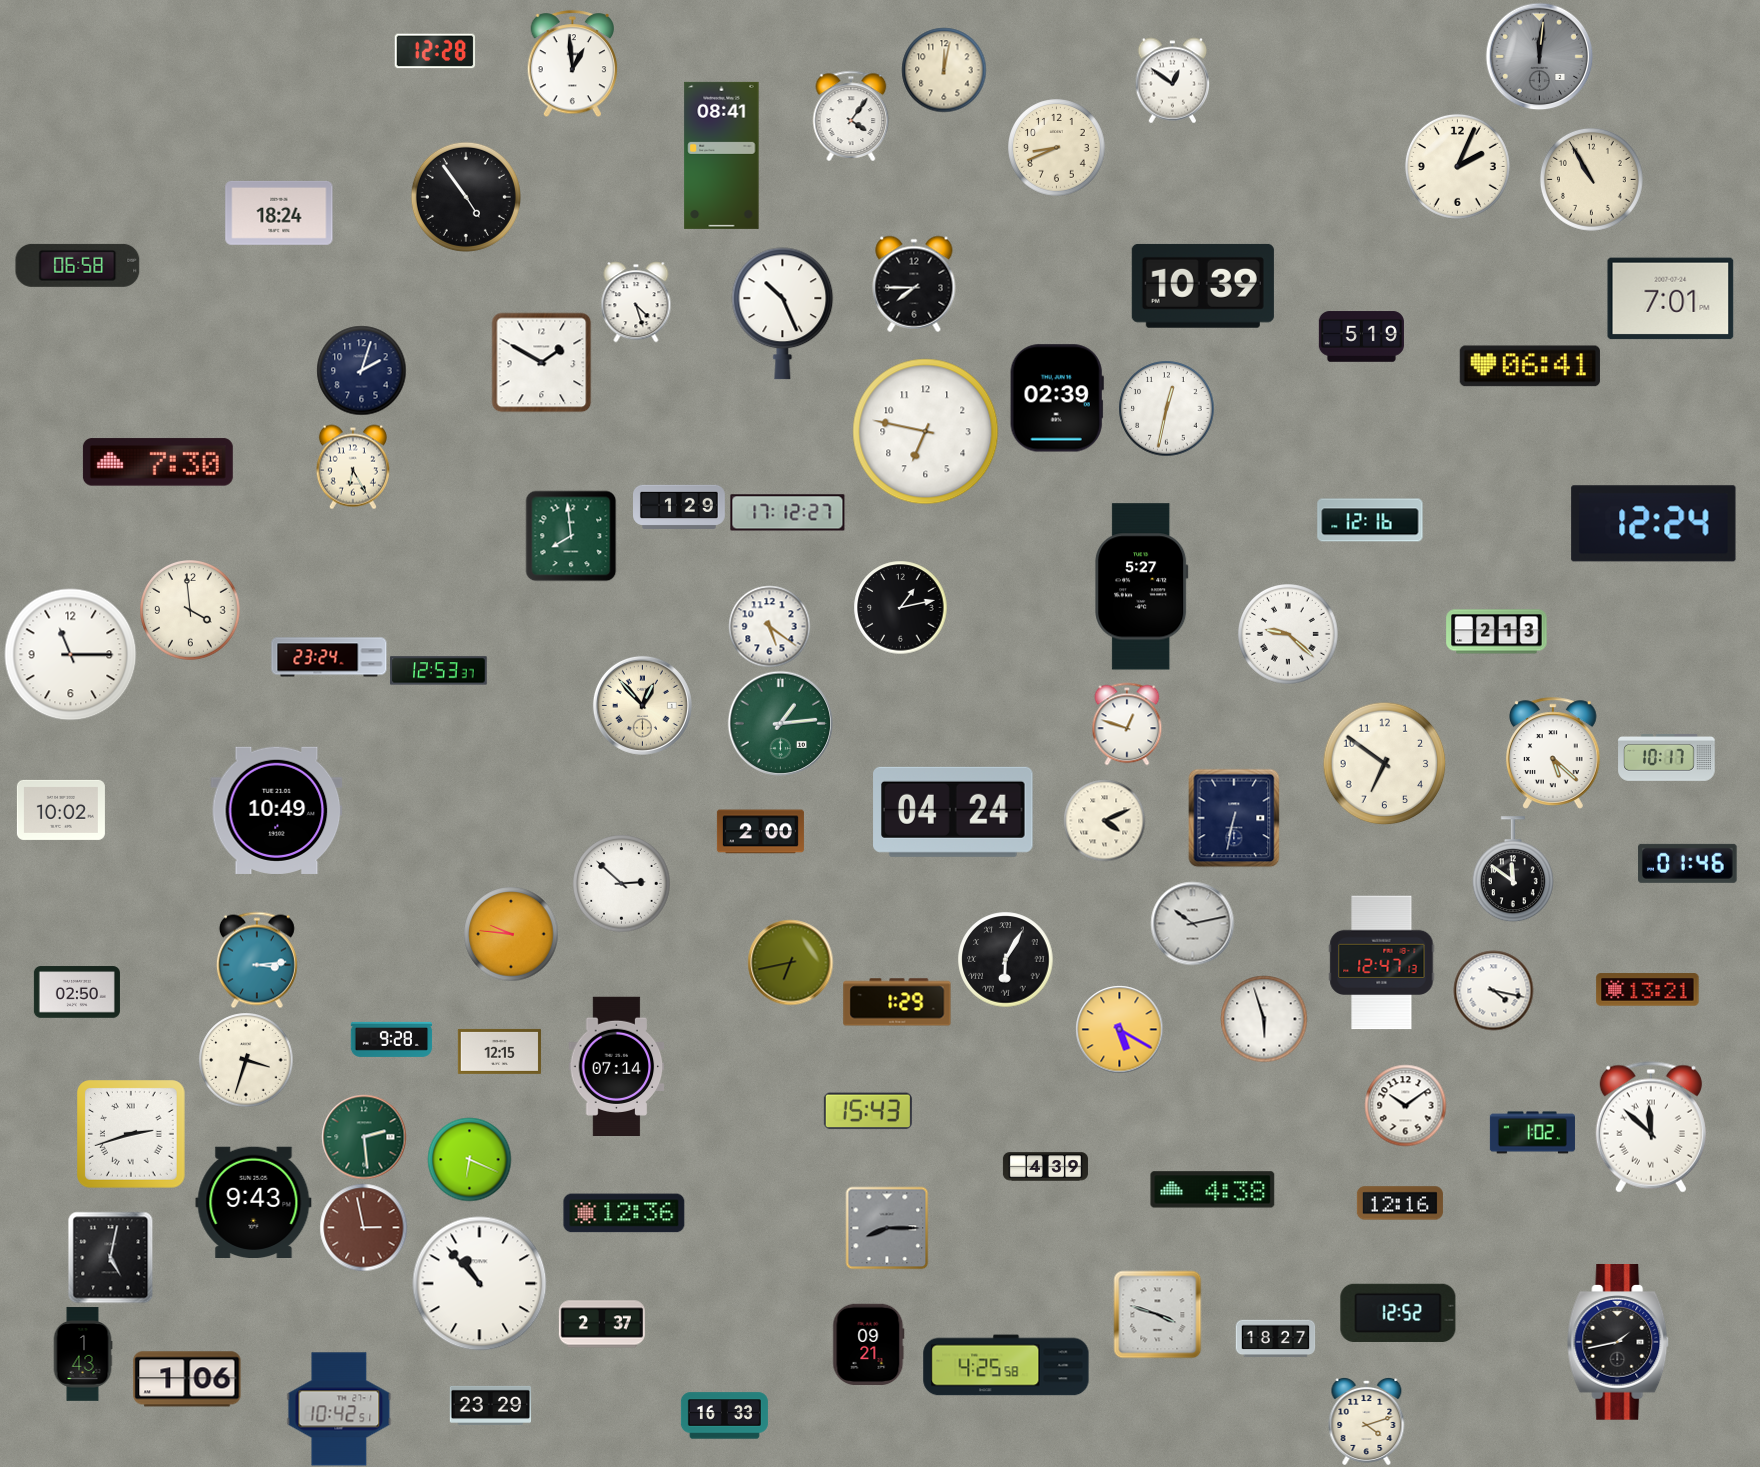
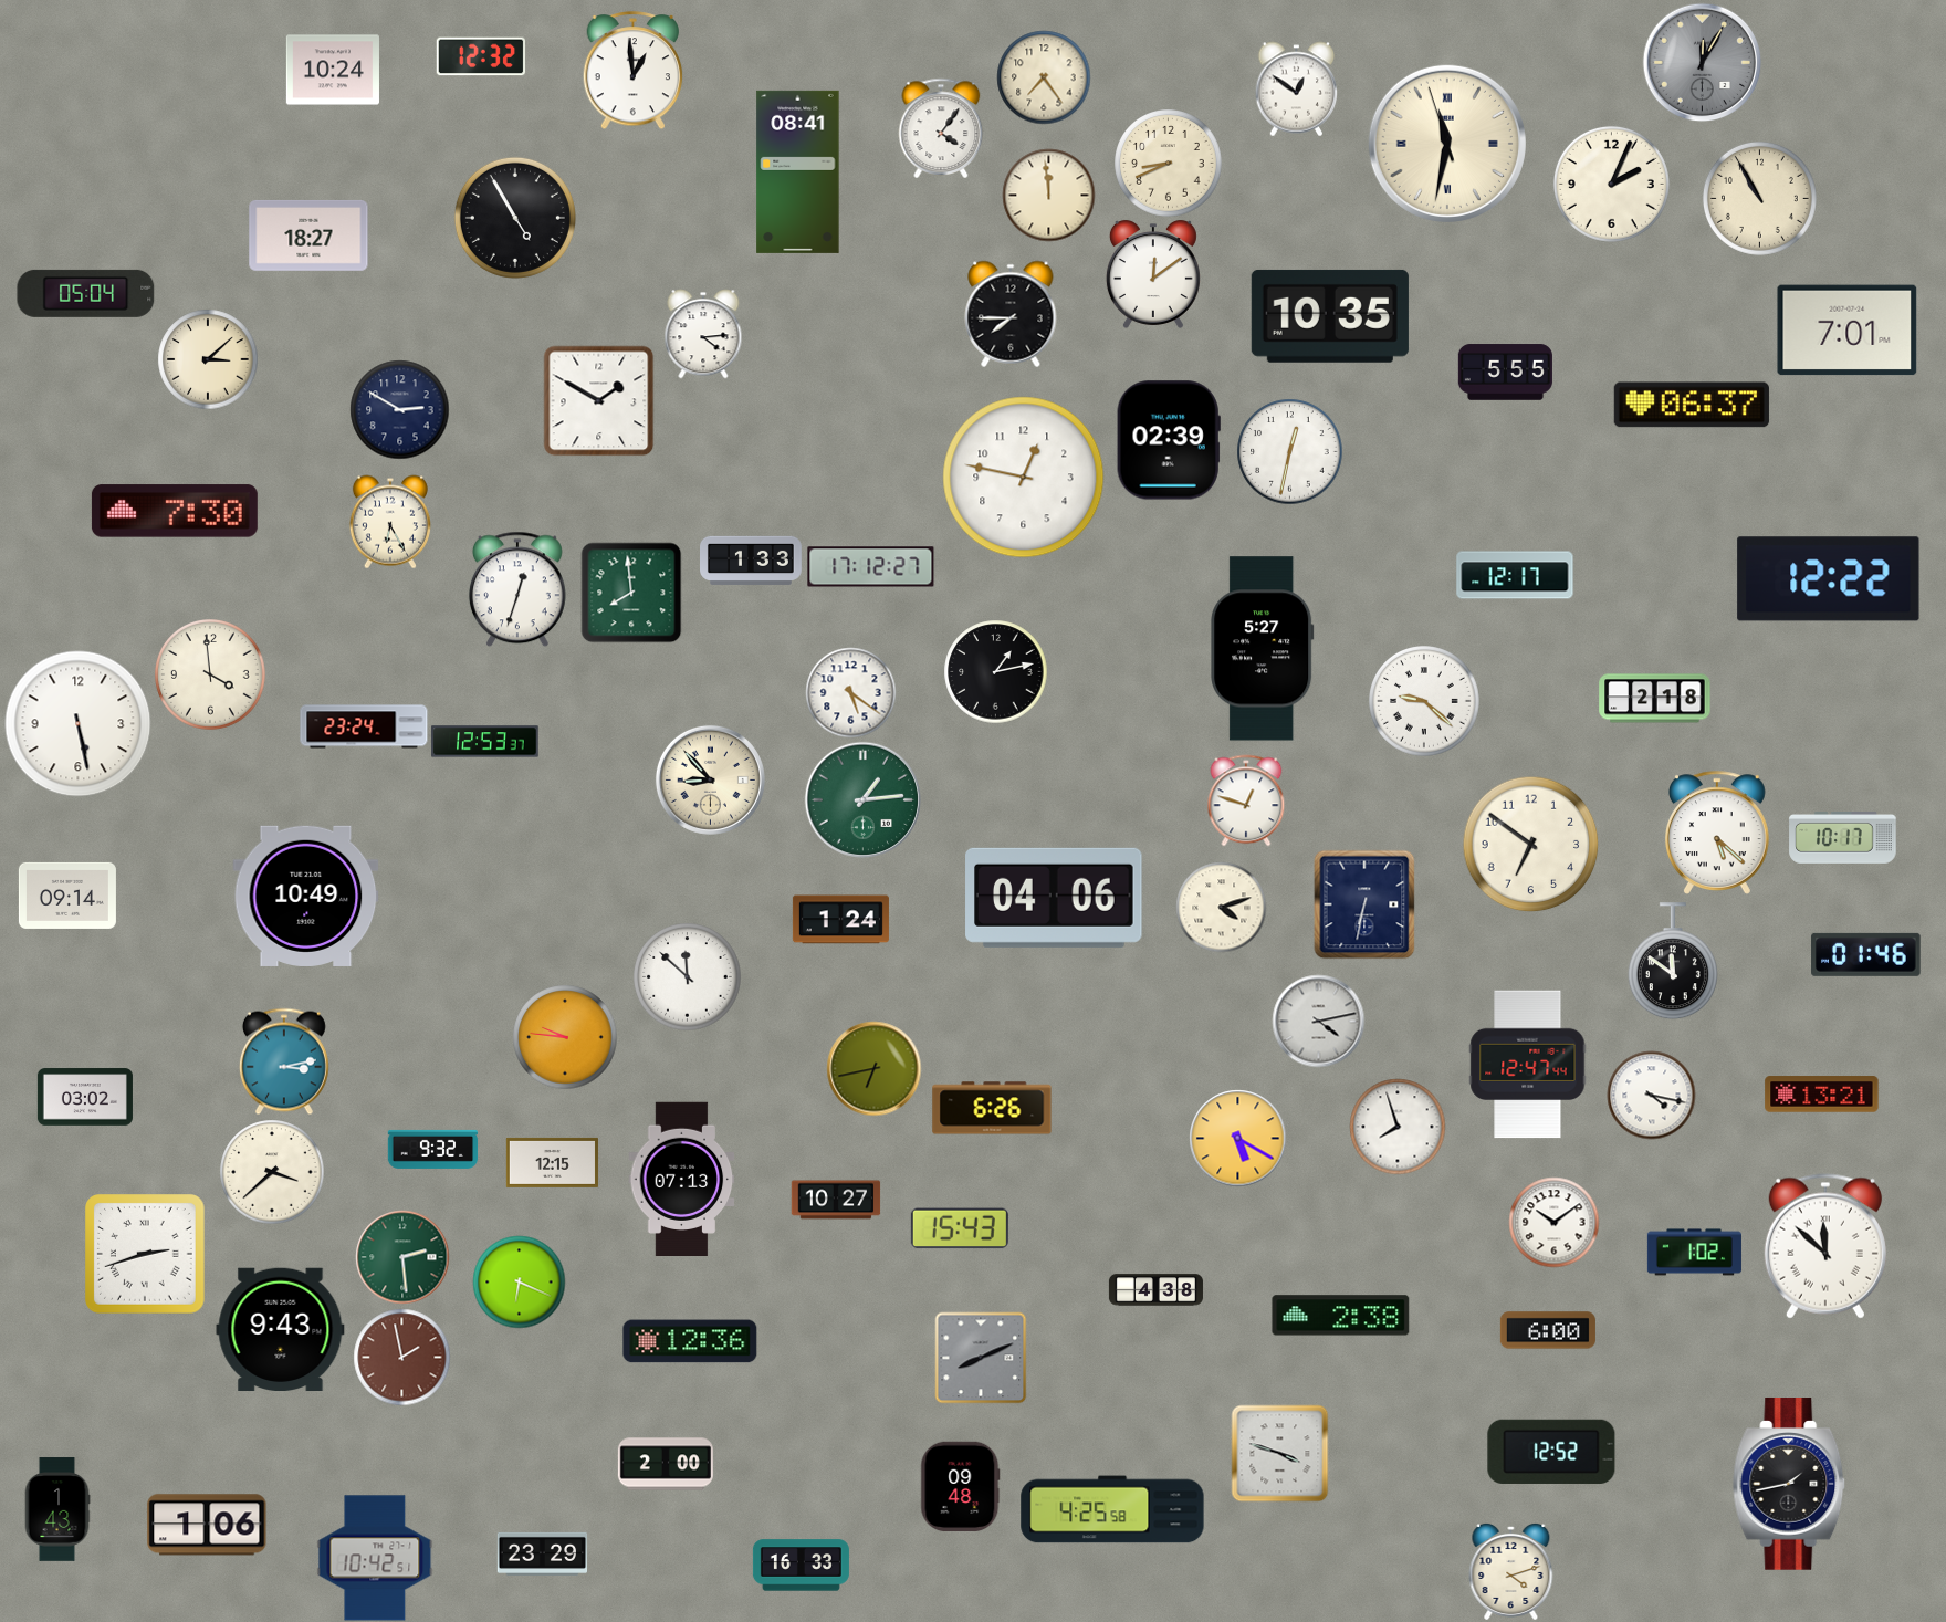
clock at (435, 51): 12:28 -> 12:32
clock at (1539, 56): 12:01 -> 12:05
clock at (333, 70): none -> 10:24
clock at (944, 70): 12:02 -> 7:24
clock at (1447, 144): none -> 11:31
clock at (1048, 195): none -> 11:59
clock at (466, 197): 4:54 -> 4:55
clock at (279, 213): 18:24 -> 18:27
clock at (1153, 274): none -> 12:09
clock at (78, 265): 06:58 -> 05:04
clock at (1203, 286): 10:39 -> 10:35
clock at (636, 302): 4:27 -> 4:14
clock at (783, 314): 10:26 -> none
clock at (208, 359): none -> 3:08
clock at (1361, 337): 5:19 -> 5:55
clock at (1530, 366): 06:41 -> 06:37
clock at (361, 370): 2:03 -> 2:50
clock at (926, 432): 6:47 -> 12:47
clock at (353, 467) position: (353, 467) -> (390, 522)
clock at (680, 507): 1:29 -> 1:33
clock at (1370, 520): 12:16 -> 12:17
clock at (1654, 524): 12:24 -> 12:22
clock at (517, 589): none -> 12:33
clock at (1497, 632): 2:13 -> 2:18
clock at (71, 655): 11:15 -> 5:28
clock at (642, 705): 12:53 -> 8:53
clock at (61, 810): 10:02 -> 09:14
clock at (953, 812): 04:24 -> 04:06
clock at (1104, 820): 4:11 -> 4:12
clock at (760, 832): 2:00 -> 1:24
clock at (622, 884): 2:52 -> 11:52
clock at (1192, 923): 10:13 -> 4:13
clock at (511, 934) position: (511, 934) -> (565, 1037)
clock at (1005, 959): 6:05 -> none
clock at (257, 960): 3:14 -> 3:13
clock at (790, 962) position: (790, 962) -> (873, 1068)
clock at (1382, 963): 12:47:13 -> 12:47:44
clock at (77, 992): 02:50 -> 03:02
clock at (897, 1002): 1:29 -> 6:26
clock at (1264, 1019): 5:57 -> 7:57
clock at (391, 1039): 9:28 -> 9:32
clock at (246, 1060): 3:33 -> 3:38
clock at (617, 1066): 07:14 -> 07:13
clock at (836, 1200): none -> 10:27
clock at (1045, 1167): 4:39 -> 4:38
clock at (1213, 1190): 4:38 -> 2:38
clock at (1400, 1203): 12:16 -> 6:00
clock at (363, 1227): 2:58 -> 1:58
clock at (887, 1228): 8:15 -> 8:11
clock at (111, 1257): 5:02 -> none
clock at (480, 1284): 10:53 -> none
clock at (1398, 1313) position: (1398, 1313) -> (1551, 1452)
clock at (602, 1324): 2:37 -> 2:00
clock at (1275, 1339): 18:27 -> none
clock at (869, 1344): 09:21 -> 09:48
clock at (83, 1354) position: (83, 1354) -> (57, 1509)
